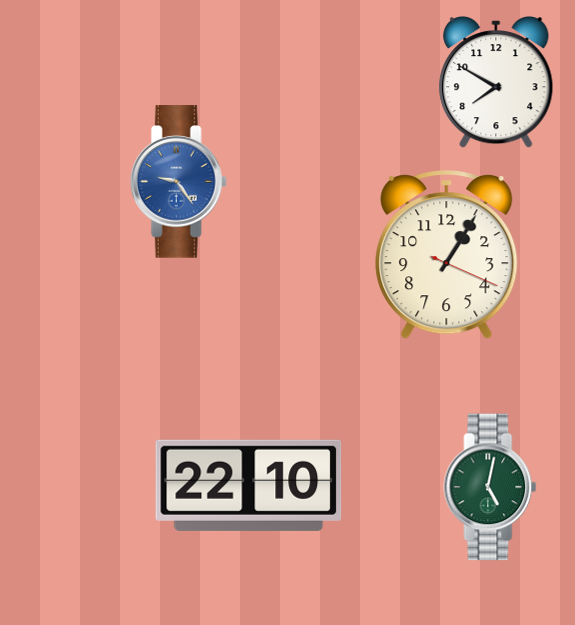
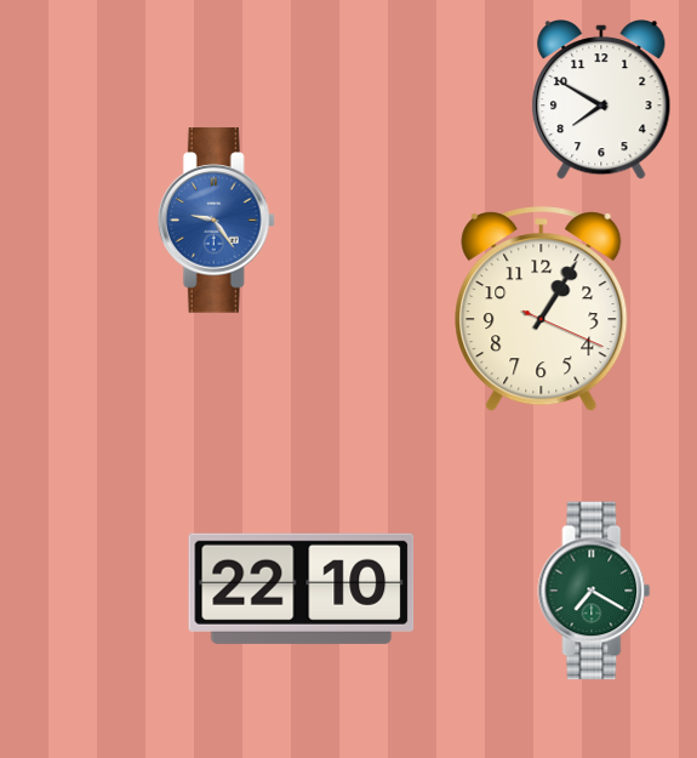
clock at (490, 487): 5:02 -> 7:20
